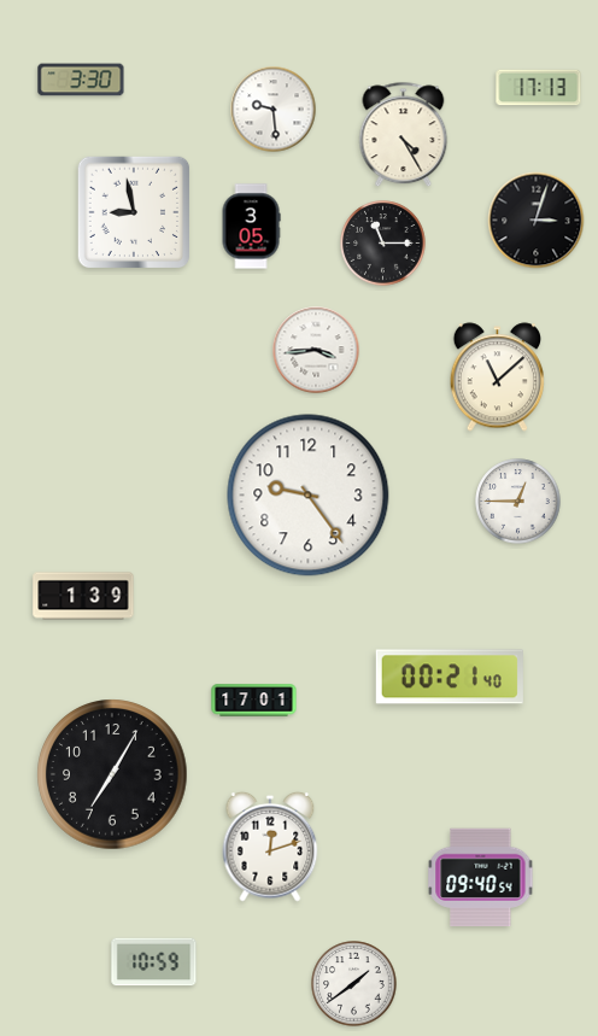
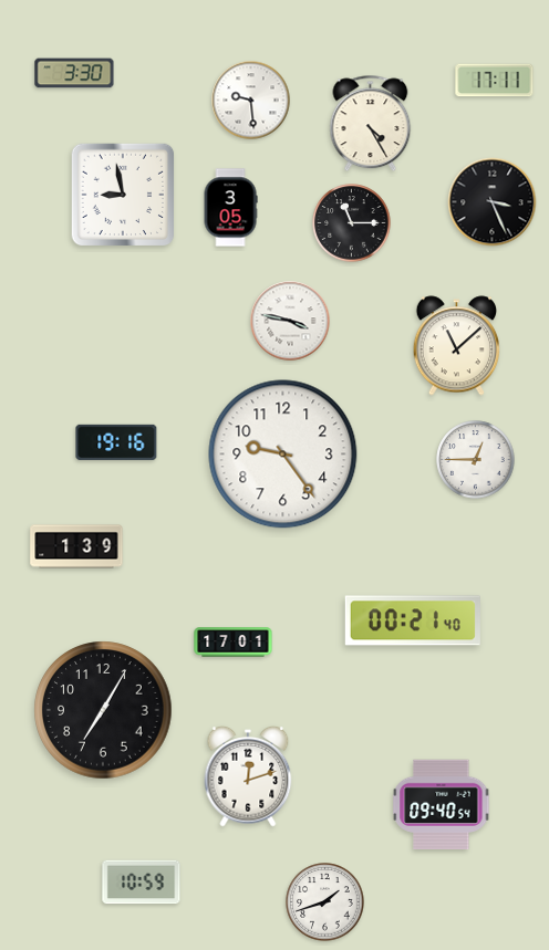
clock at (539, 88): 17:13 -> 17:11
clock at (537, 221): 3:03 -> 3:26
clock at (316, 350): 3:44 -> 3:47
clock at (116, 442): none -> 19:16
clock at (354, 984): 1:39 -> 1:42
